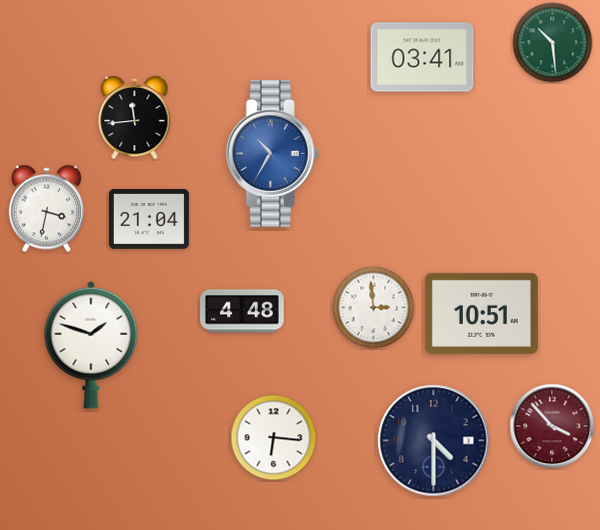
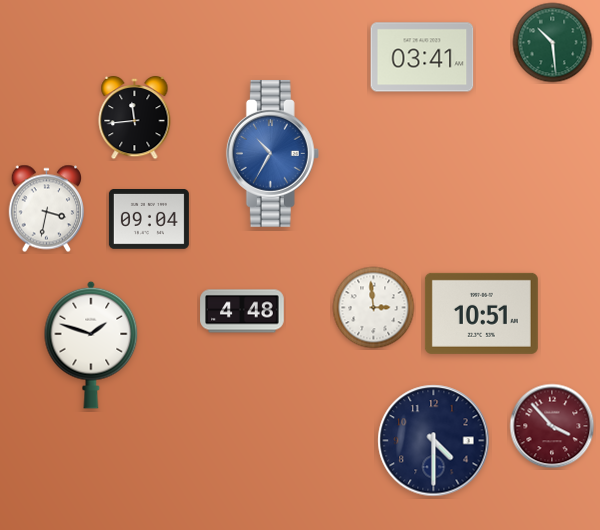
clock at (149, 220): 21:04 -> 09:04
clock at (274, 438): 6:16 -> none
